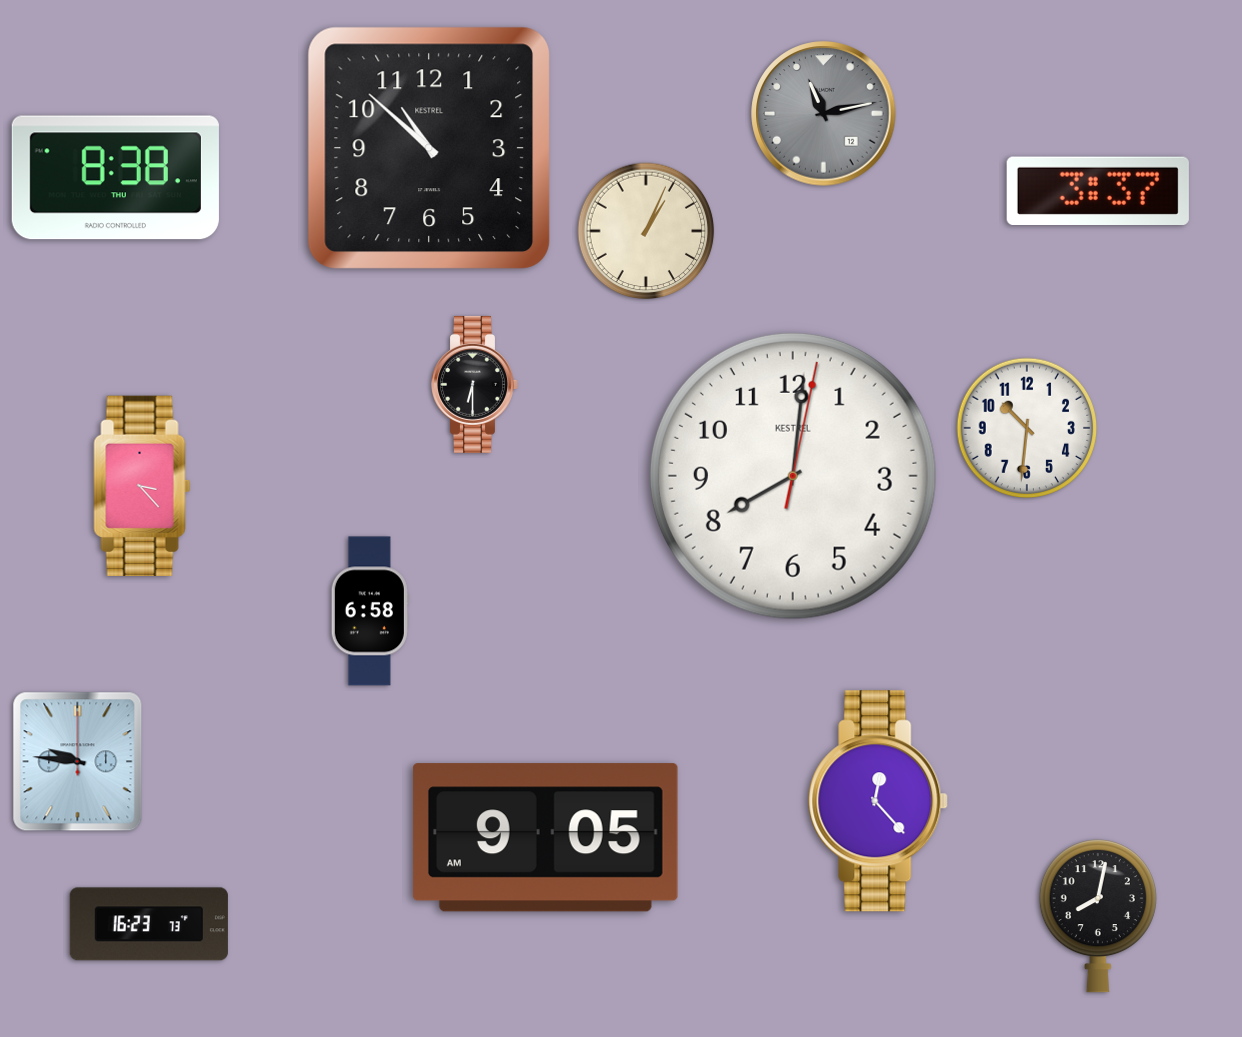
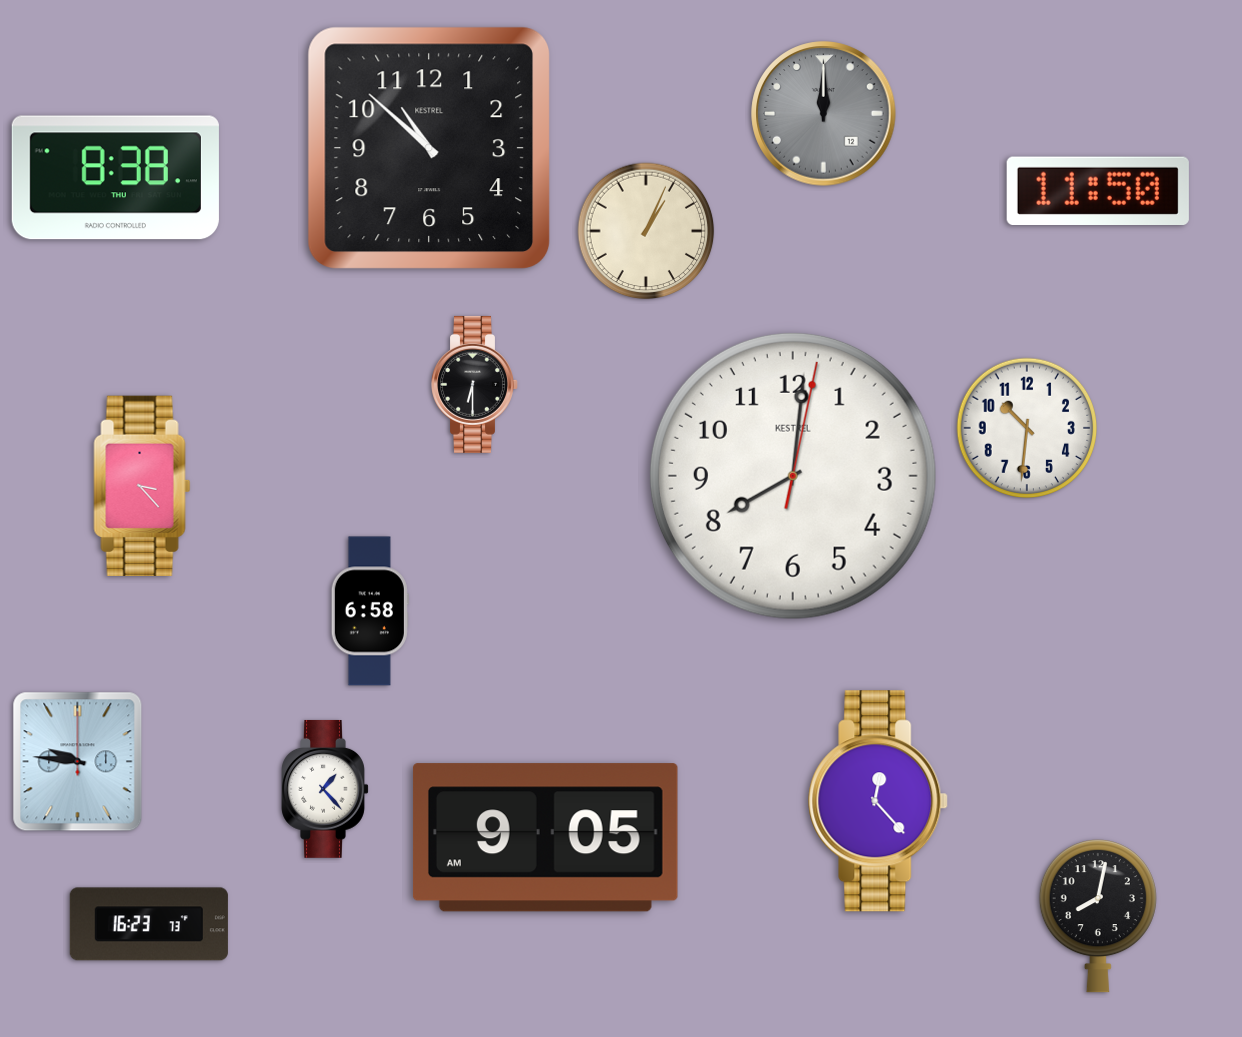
clock at (824, 114): 11:13 -> 12:00
clock at (1098, 190): 3:37 -> 11:50
clock at (325, 789): none -> 1:23
